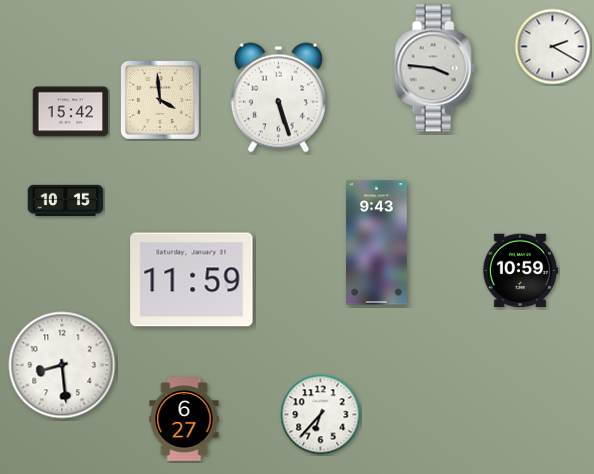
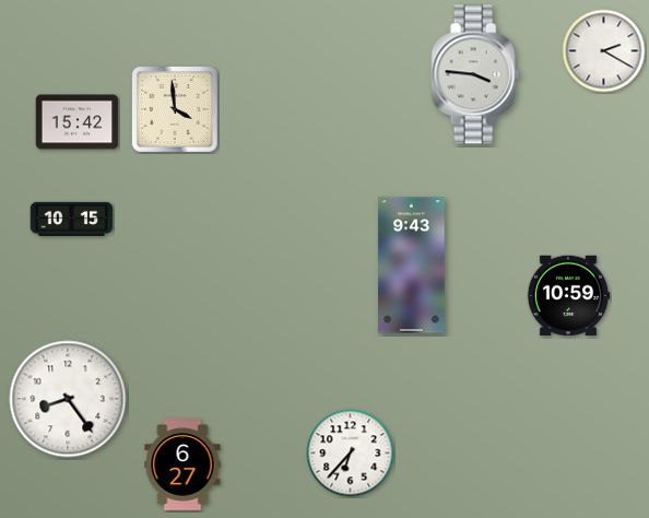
clock at (278, 98): 5:27 -> none
clock at (192, 280): 11:59 -> none
clock at (62, 365): 8:29 -> 8:24
clock at (184, 420) position: (184, 420) -> (182, 466)
